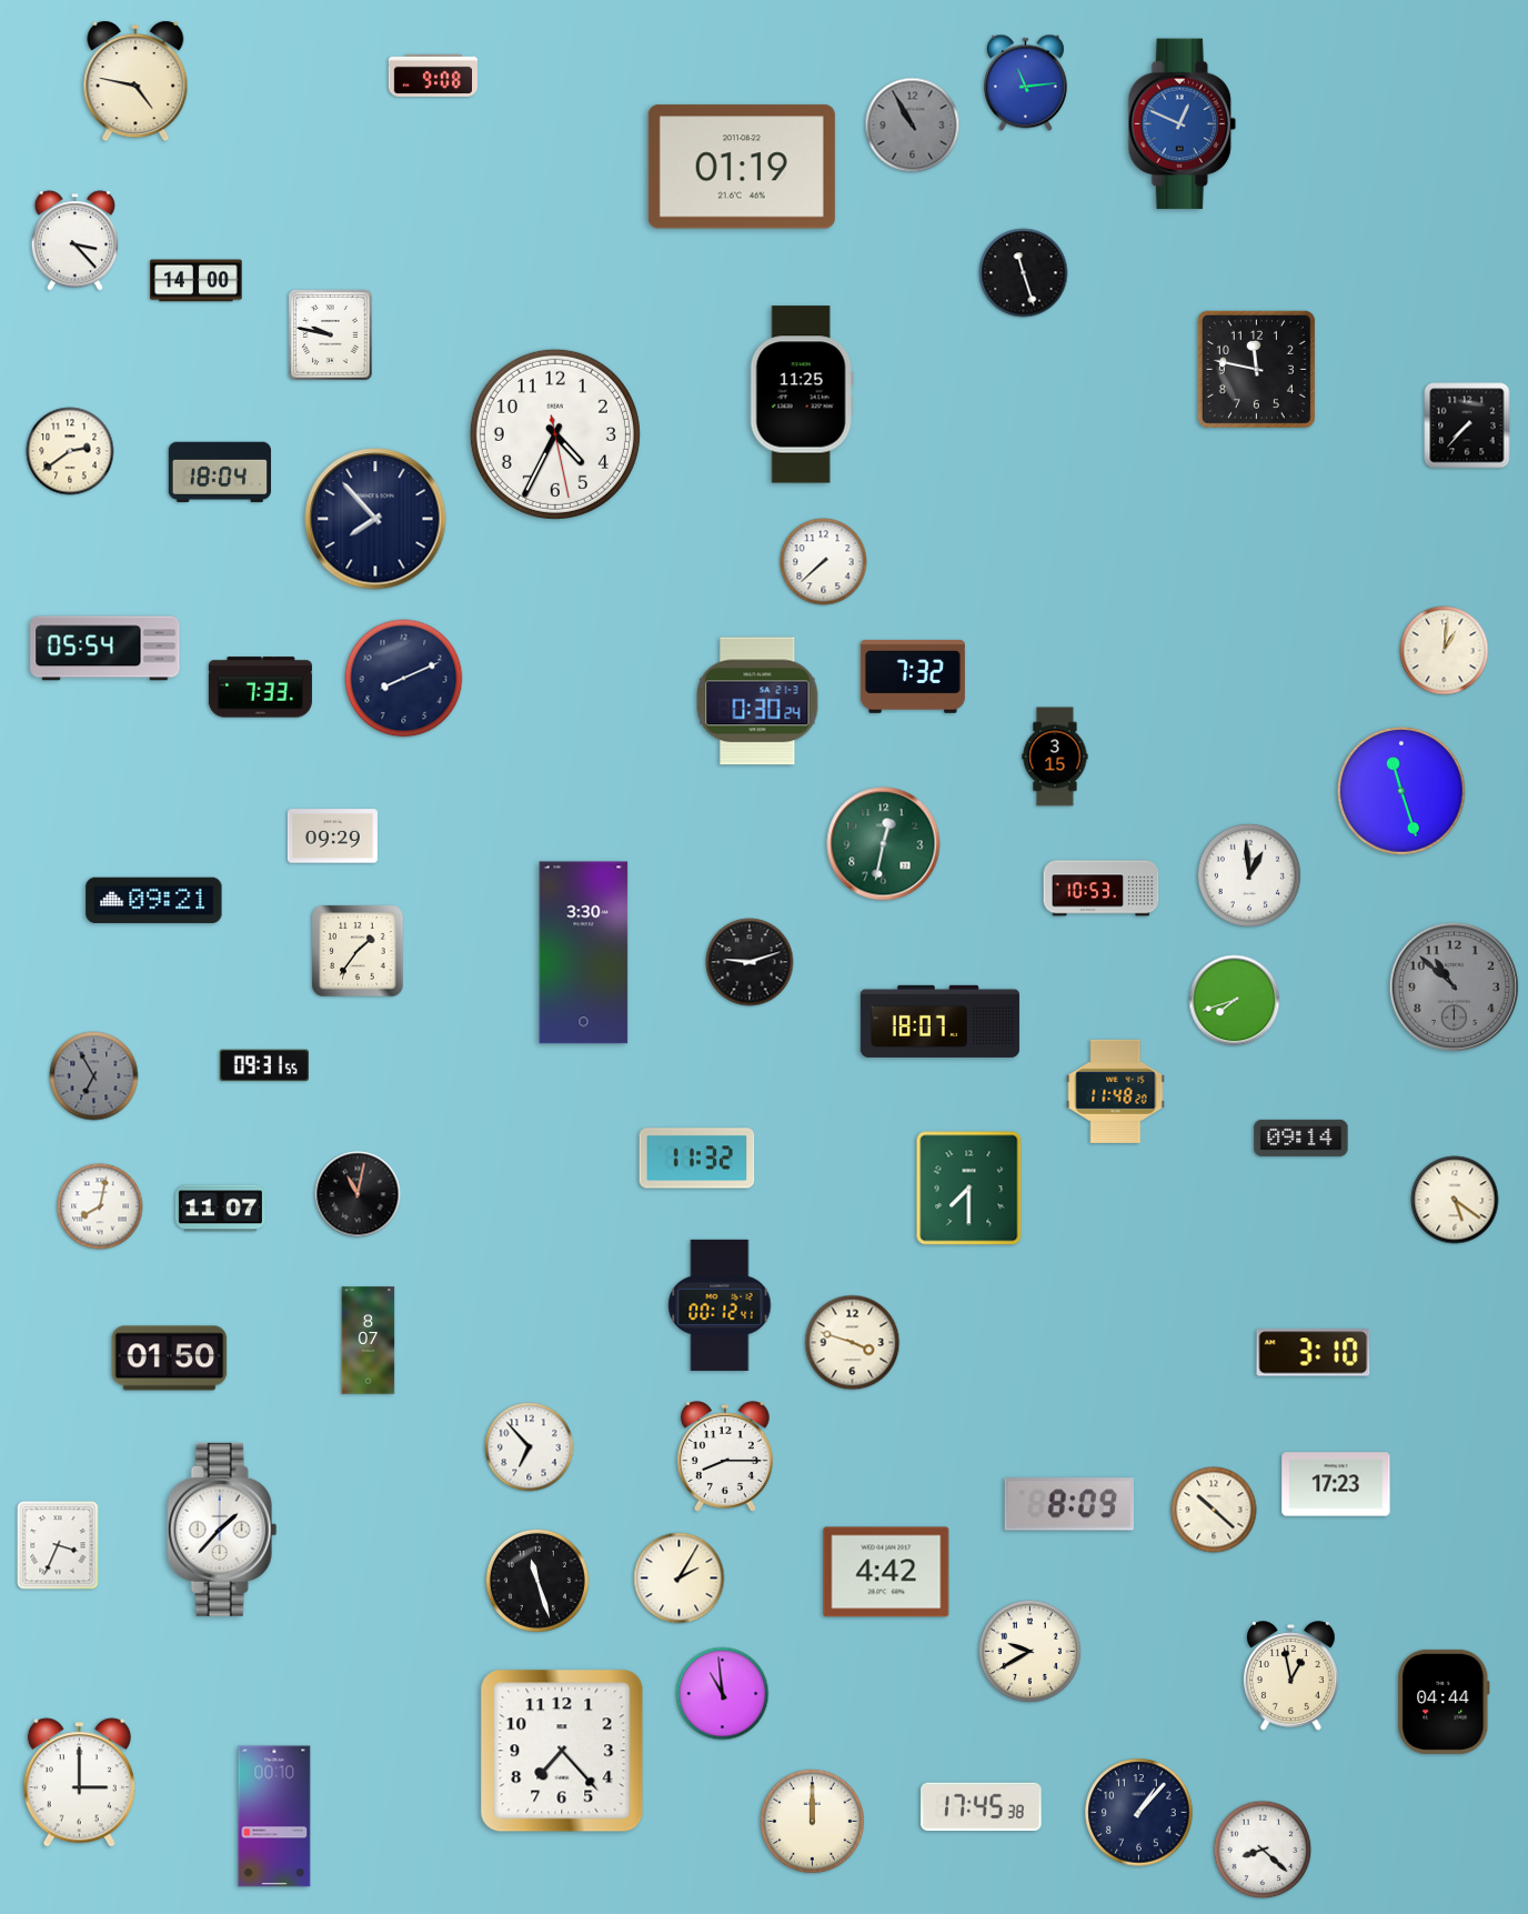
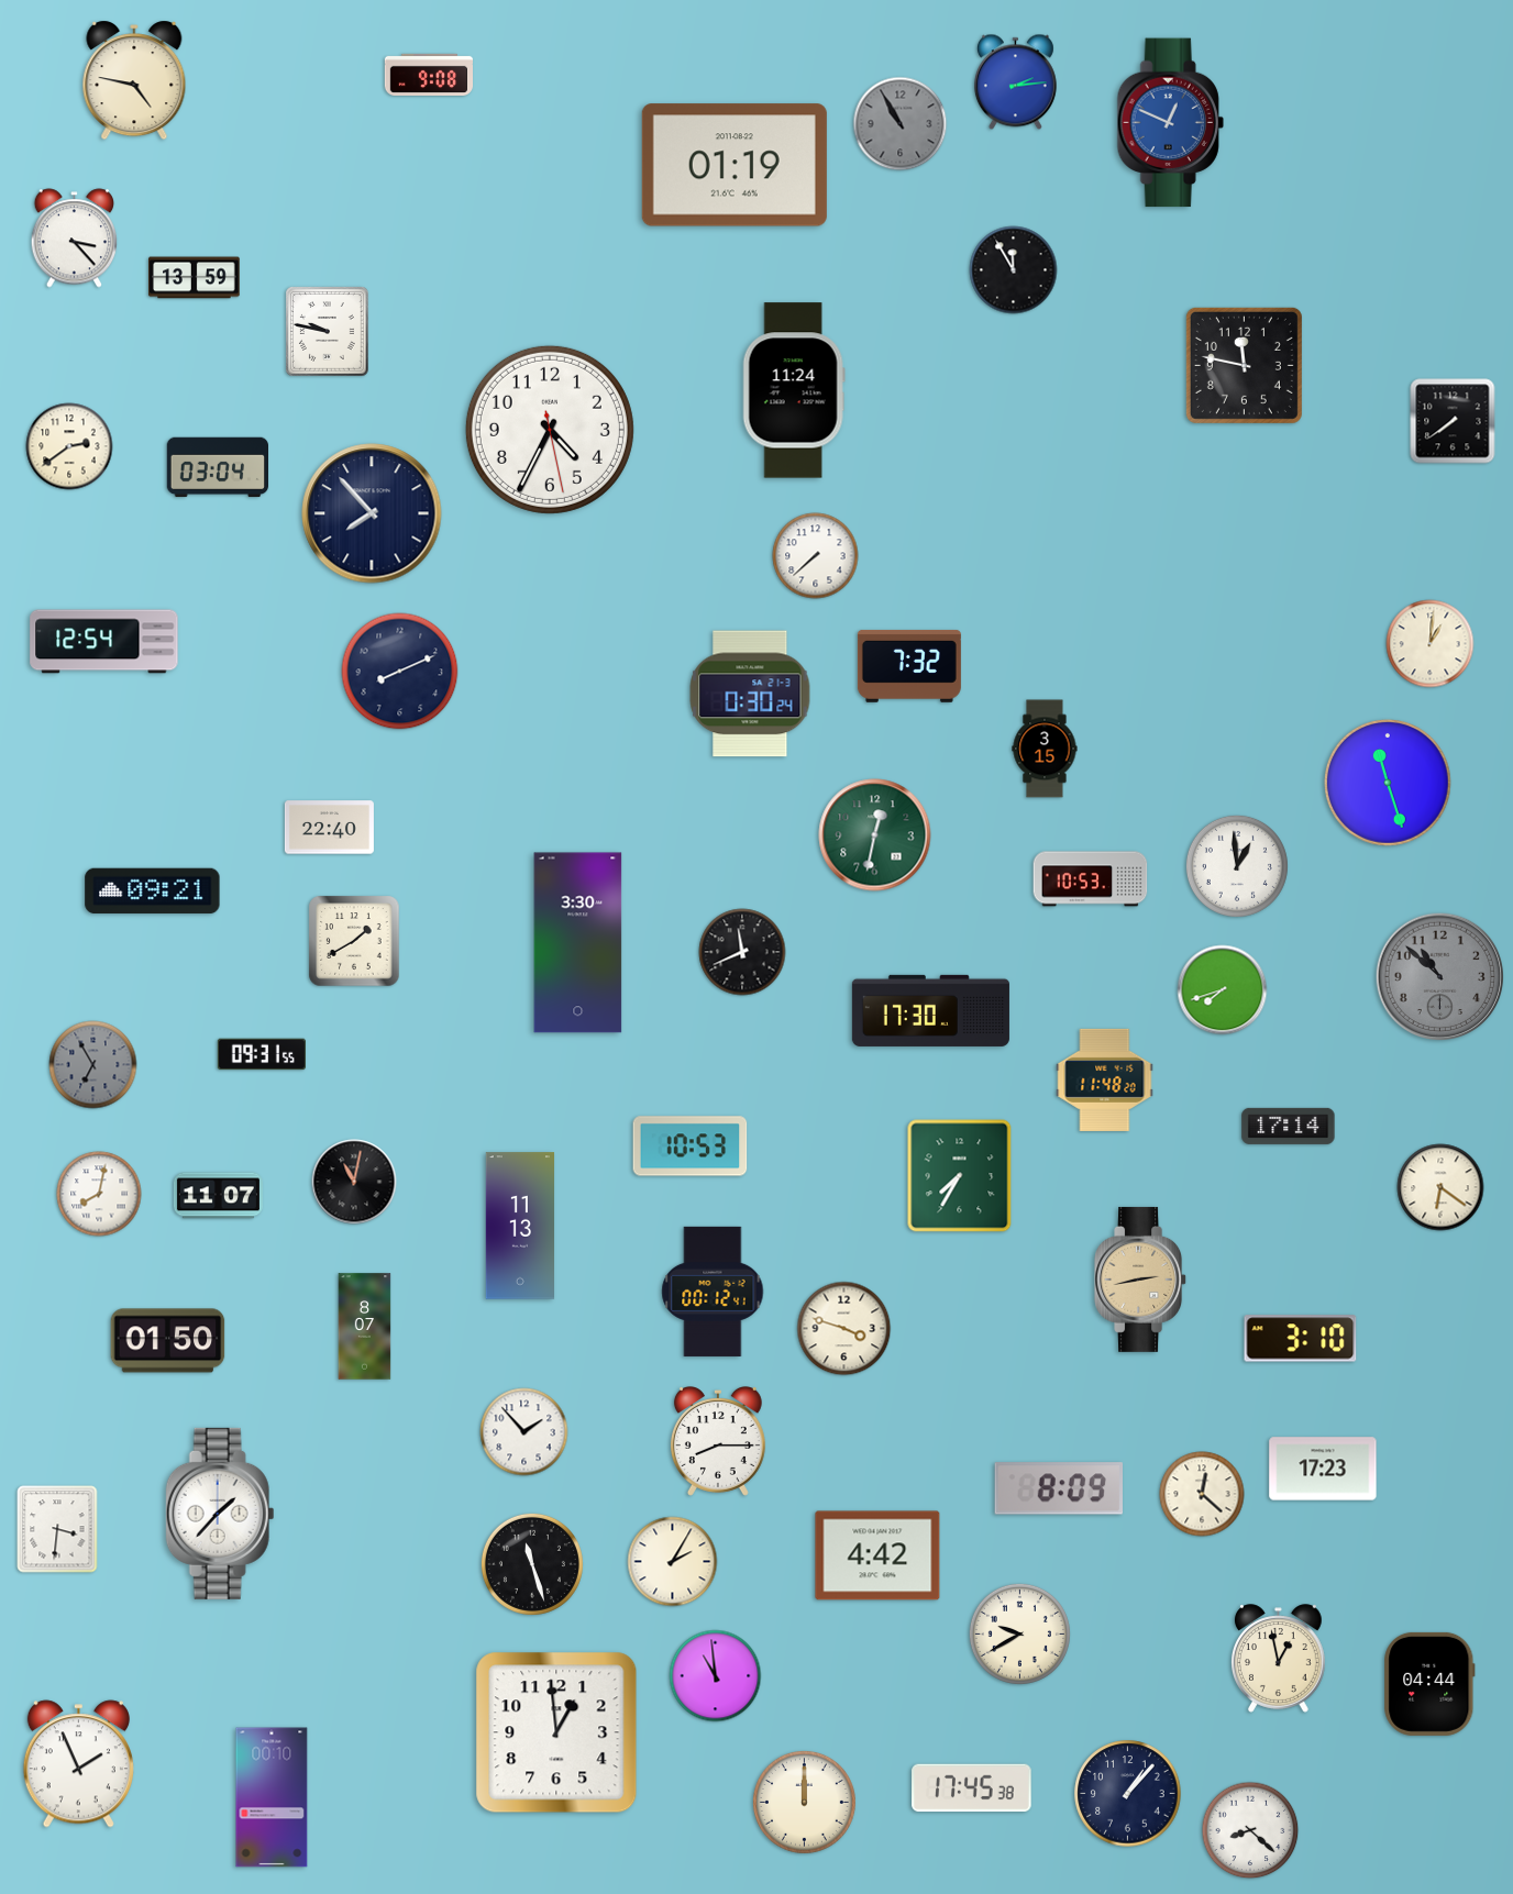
clock at (1025, 83): 11:14 -> 2:14
clock at (913, 126) position: (913, 126) -> (901, 124)
clock at (1024, 273): 11:27 -> 11:55
clock at (197, 281): 14:00 -> 13:59
clock at (802, 394): 11:25 -> 11:24
clock at (1467, 425): 7:37 -> 7:39
clock at (219, 472): 18:04 -> 03:04
clock at (105, 649): 05:54 -> 12:54
clock at (913, 677) position: (913, 677) -> (909, 666)
clock at (260, 688): 7:33 -> none
clock at (332, 836): 09:29 -> 22:40
clock at (358, 951): 1:36 -> 1:40
clock at (750, 962): 9:12 -> 11:41
clock at (939, 1021): 18:07 -> 17:30
clock at (1301, 1138): 09:14 -> 17:14
clock at (697, 1159): 11:32 -> 10:53
clock at (969, 1189): 7:30 -> 7:35
clock at (1455, 1200): 5:21 -> 6:21
clock at (520, 1226): none -> 11:13
clock at (1141, 1280): none -> 2:43
clock at (170, 1359) position: (170, 1359) -> (168, 1341)
clock at (530, 1447): 6:53 -> 1:53
clock at (1214, 1510): 10:22 -> 12:22
clock at (58, 1545): 3:34 -> 3:31
clock at (562, 1751): 7:23 -> 12:59
clock at (79, 1783): 3:00 -> 1:56
